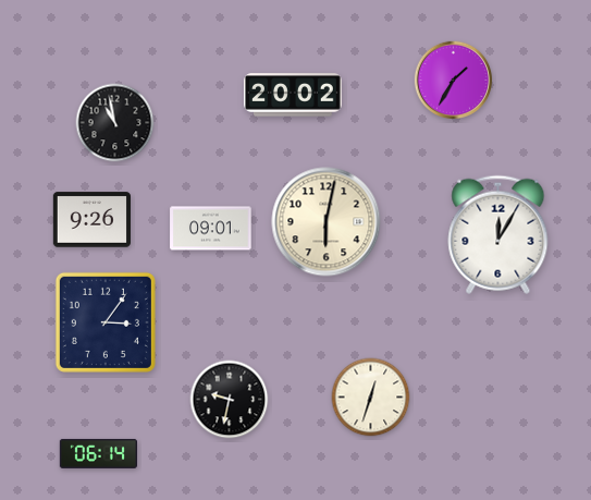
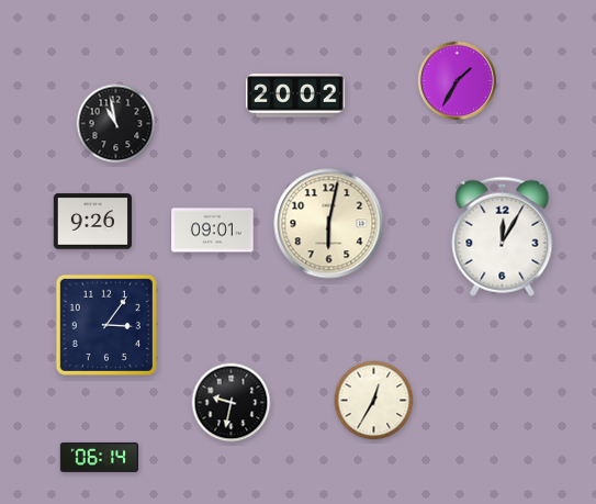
clock at (371, 398): 12:33 -> 12:35
